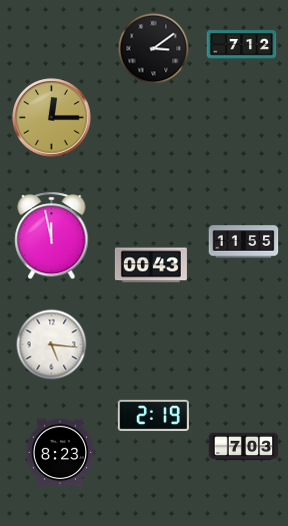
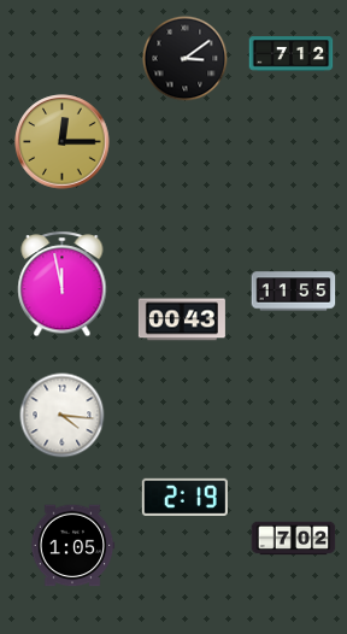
clock at (52, 345): 5:16 -> 4:16
clock at (153, 415) position: (153, 415) -> (184, 497)
clock at (244, 447): 7:03 -> 7:02
clock at (60, 453): 8:23 -> 1:05
